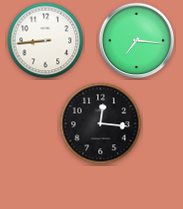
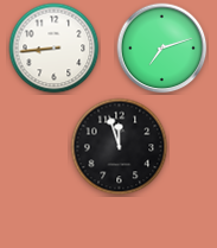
clock at (137, 41): 7:16 -> 7:12
clock at (101, 124): 12:16 -> 11:57
